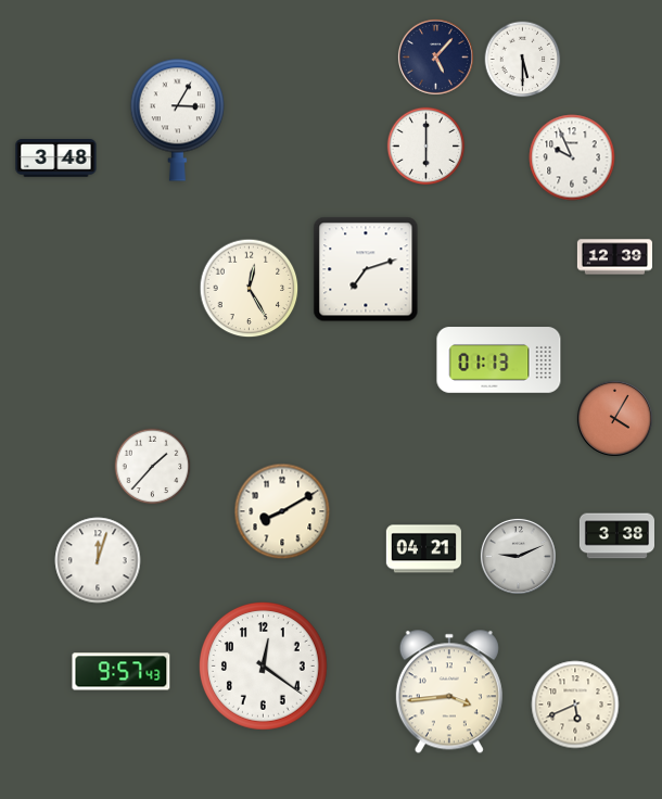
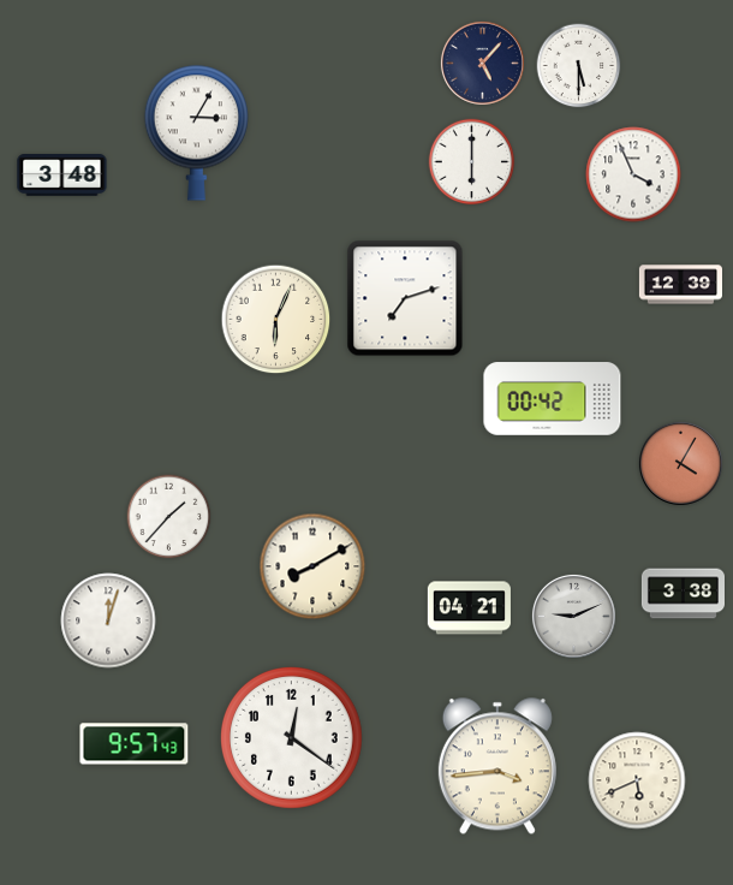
clock at (572, 157): 9:56 -> 3:56
clock at (250, 289): 12:25 -> 6:04
clock at (499, 360): 01:13 -> 00:42
